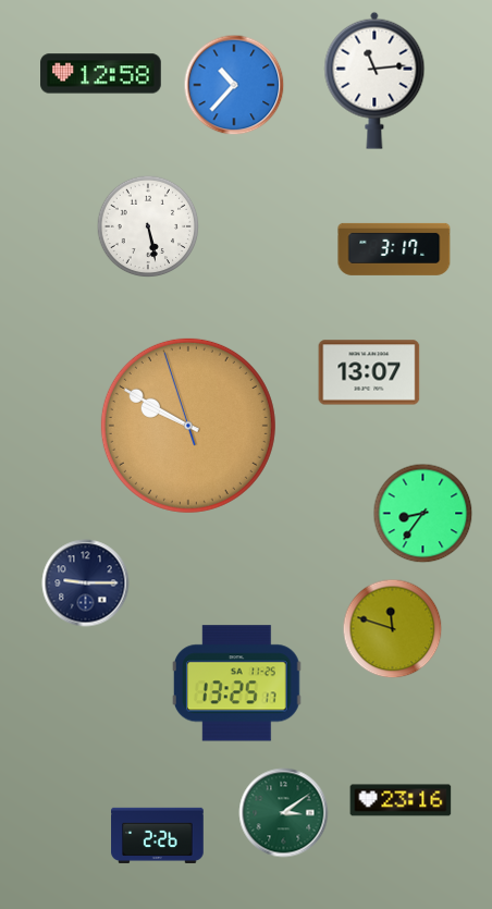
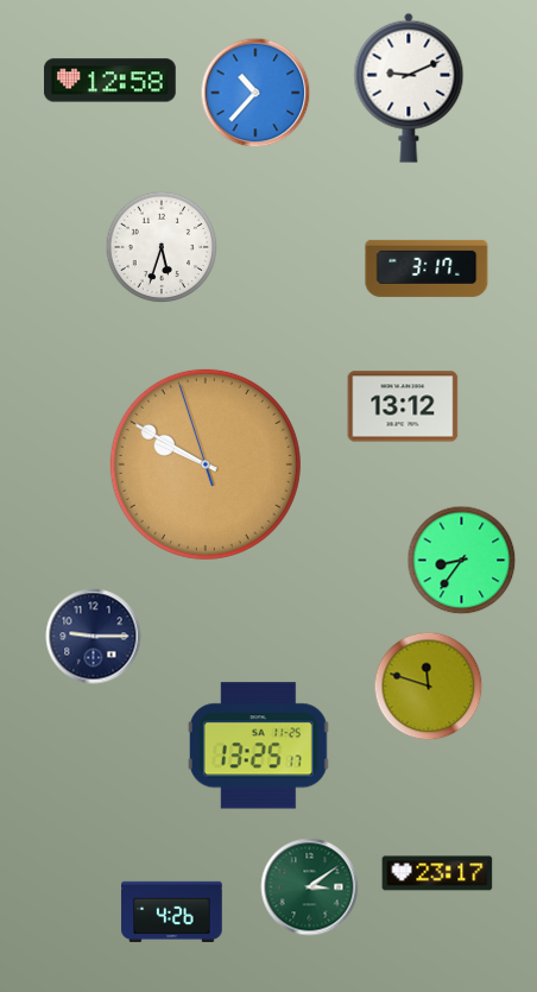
clock at (374, 81): 11:14 -> 9:11
clock at (148, 226): 5:28 -> 5:33
clock at (394, 249) position: (394, 249) -> (427, 268)
clock at (369, 372): 13:07 -> 13:12
clock at (401, 800): 23:16 -> 23:17
clock at (158, 835): 2:26 -> 4:26
